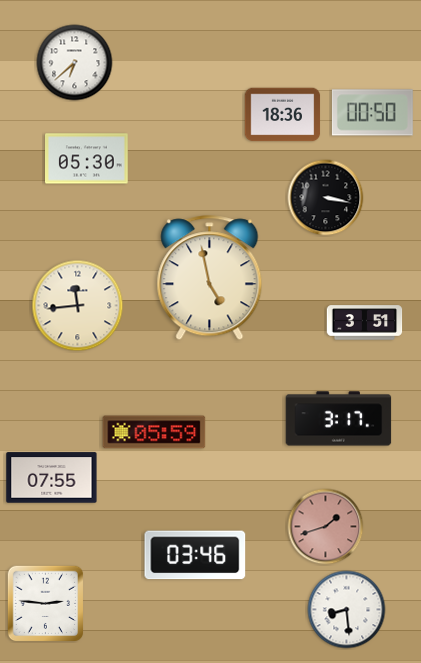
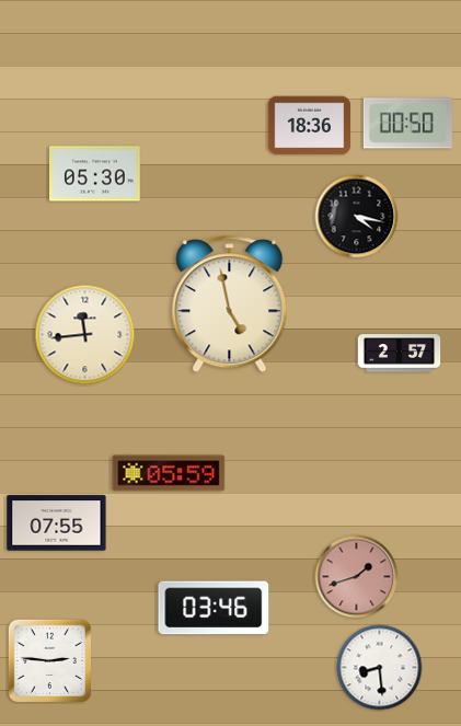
clock at (75, 63): 6:38 -> none
clock at (326, 198): 3:17 -> 4:17
clock at (365, 323): 3:51 -> 2:57
clock at (339, 419): 3:17 -> none
